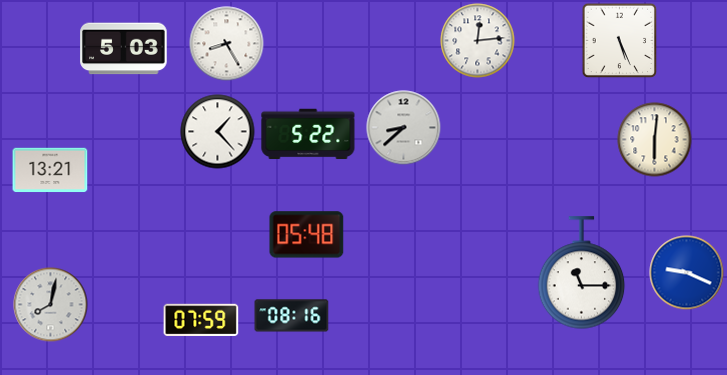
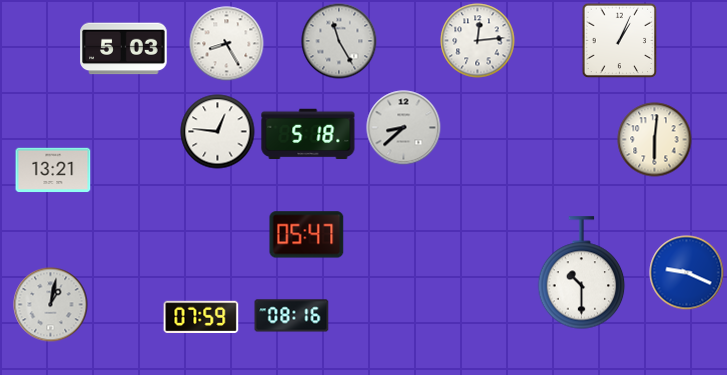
clock at (339, 41): none -> 11:25
clock at (620, 41): 5:26 -> 1:04
clock at (218, 132): 1:23 -> 12:46
clock at (308, 134): 5:22 -> 5:18
clock at (50, 170) position: (50, 170) -> (53, 170)
clock at (307, 235): 05:48 -> 05:47
clock at (582, 273): 11:15 -> 10:30
clock at (51, 305): 8:02 -> 1:02
clock at (201, 319) position: (201, 319) -> (201, 316)
